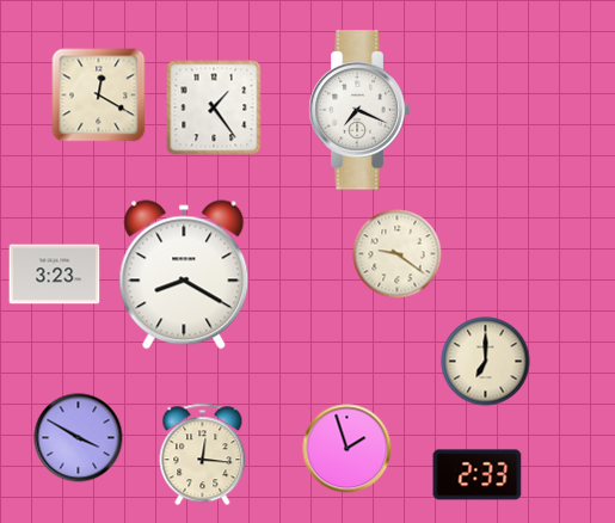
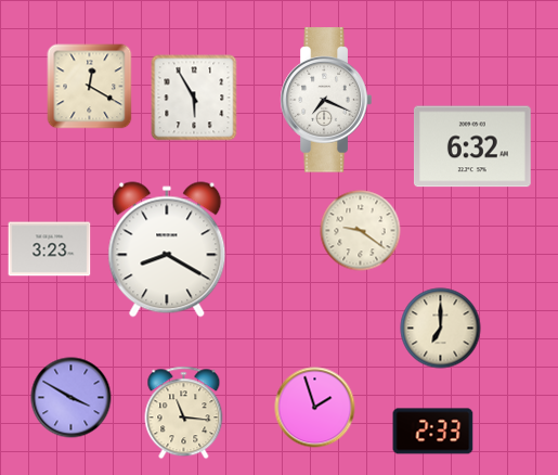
clock at (214, 107): 1:24 -> 5:55
clock at (472, 146): none -> 6:32
clock at (203, 455): 12:16 -> 11:16
